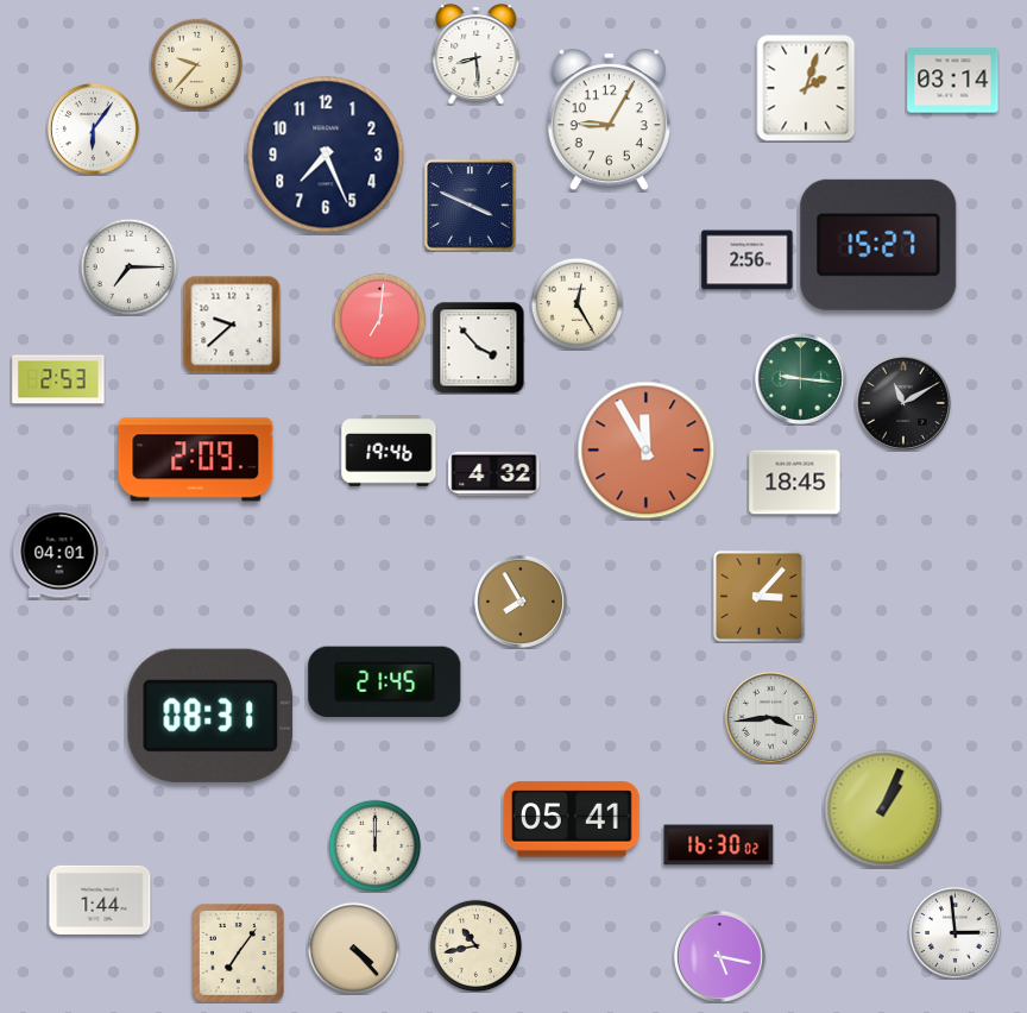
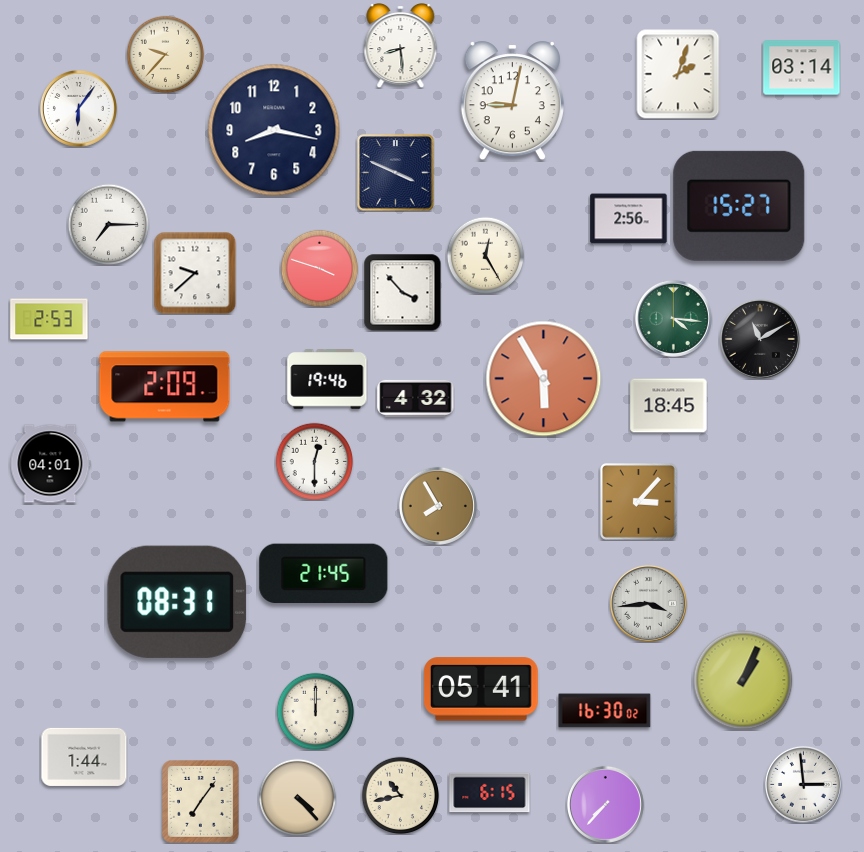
clock at (609, 120): 9:05 -> 9:02
clock at (326, 155): 7:26 -> 8:17
clock at (379, 319): 7:01 -> 3:48
clock at (800, 378): 9:16 -> 4:16
clock at (647, 451): 11:55 -> 5:55
clock at (314, 461): none -> 12:30
clock at (490, 793): none -> 6:15
clock at (719, 956): 5:17 -> 7:37
